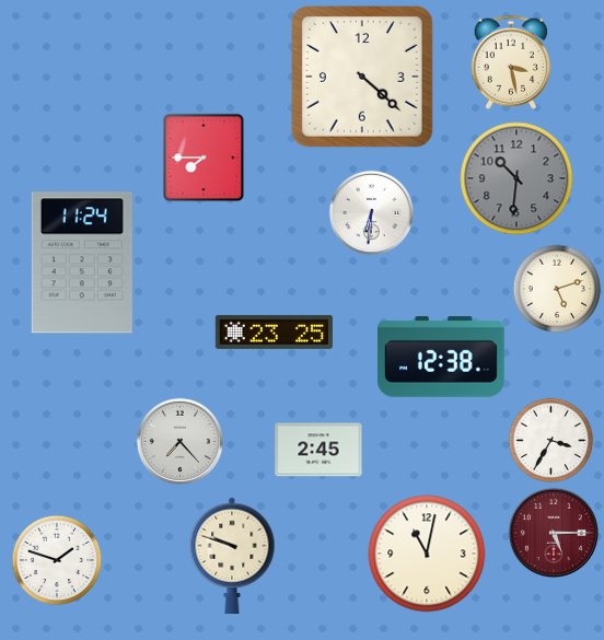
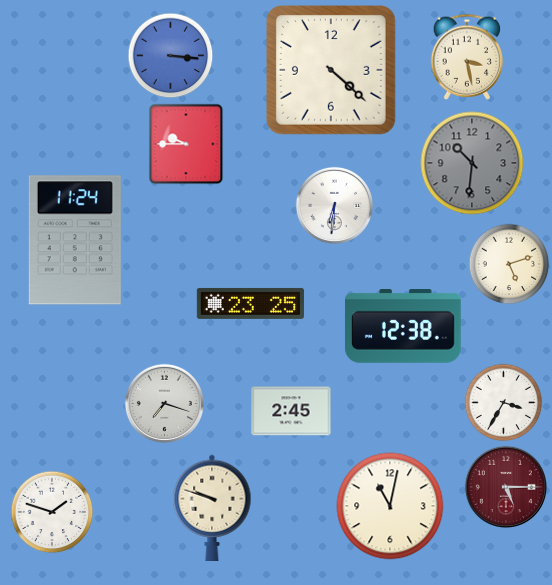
clock at (170, 55): none -> 3:16
clock at (204, 158): 7:45 -> 9:45
clock at (371, 212) position: (371, 212) -> (334, 205)
clock at (179, 441): 7:23 -> 7:18
